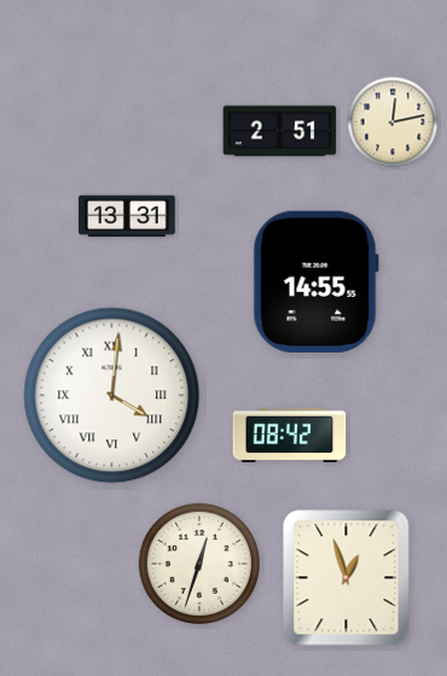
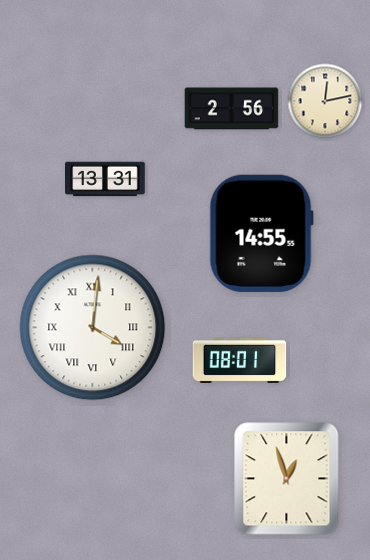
clock at (280, 132): 2:51 -> 2:56
clock at (290, 435): 08:42 -> 08:01
clock at (199, 564): 12:33 -> none
